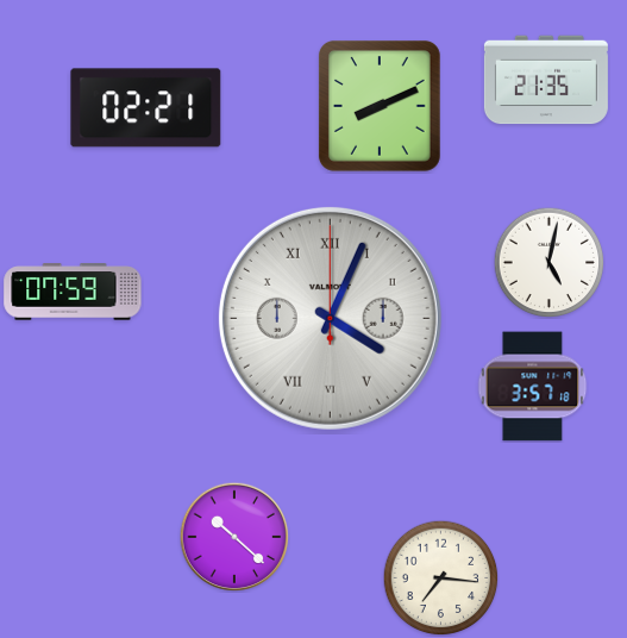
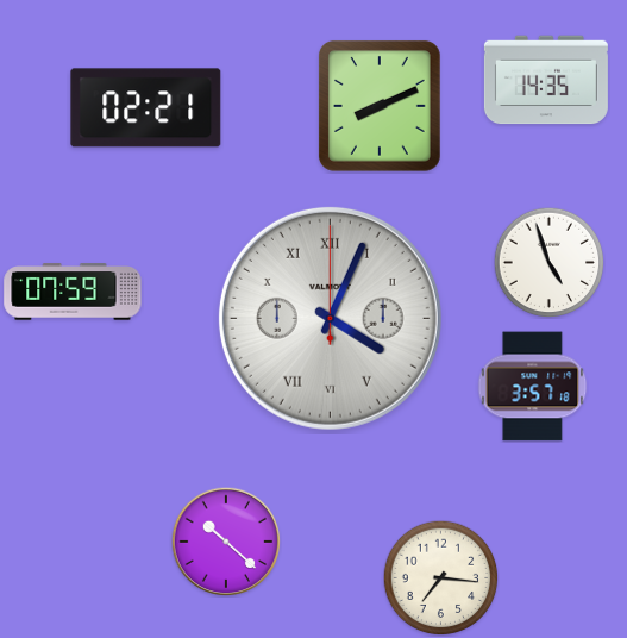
clock at (546, 80): 21:35 -> 14:35
clock at (548, 262): 5:02 -> 4:57
clock at (234, 537) position: (234, 537) -> (226, 542)
